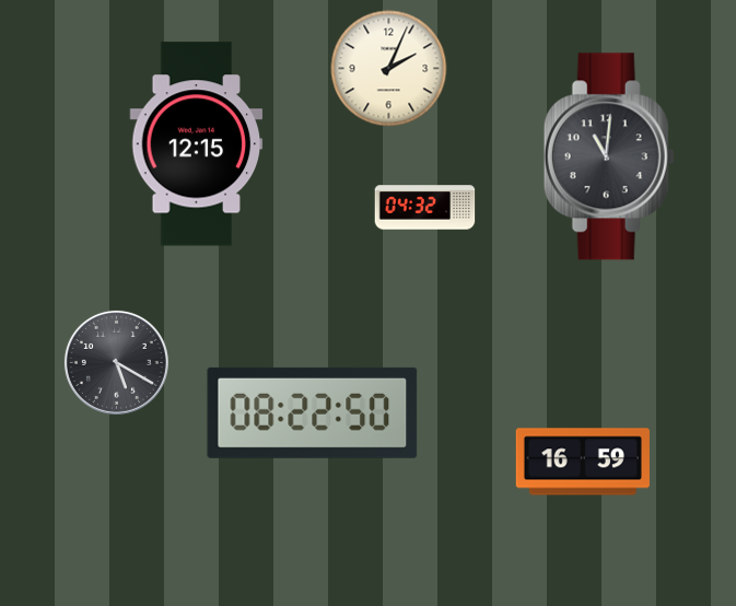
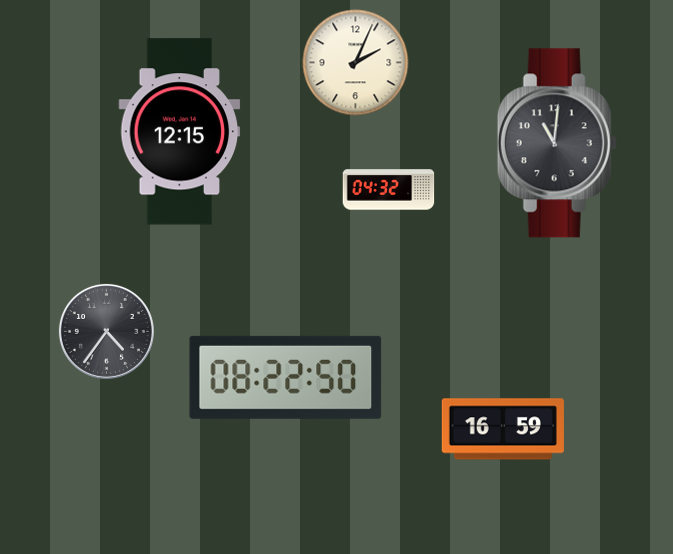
clock at (116, 362): 5:20 -> 4:36
clock at (583, 462) position: (583, 462) -> (503, 429)
